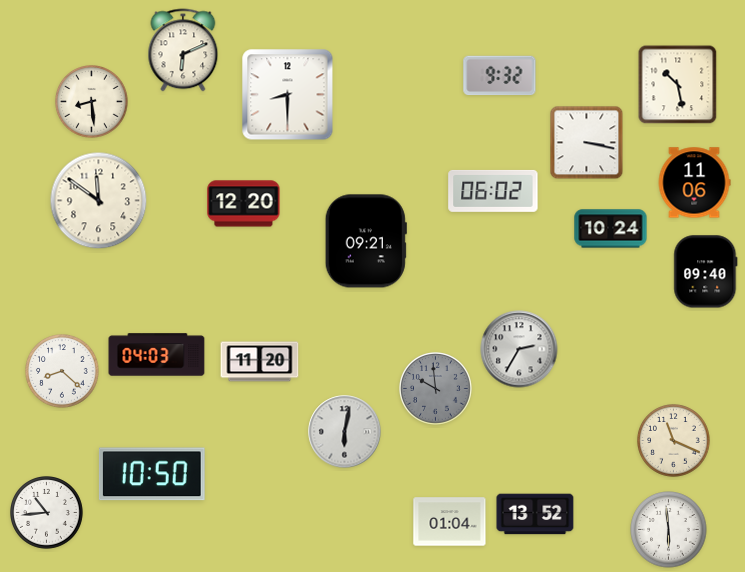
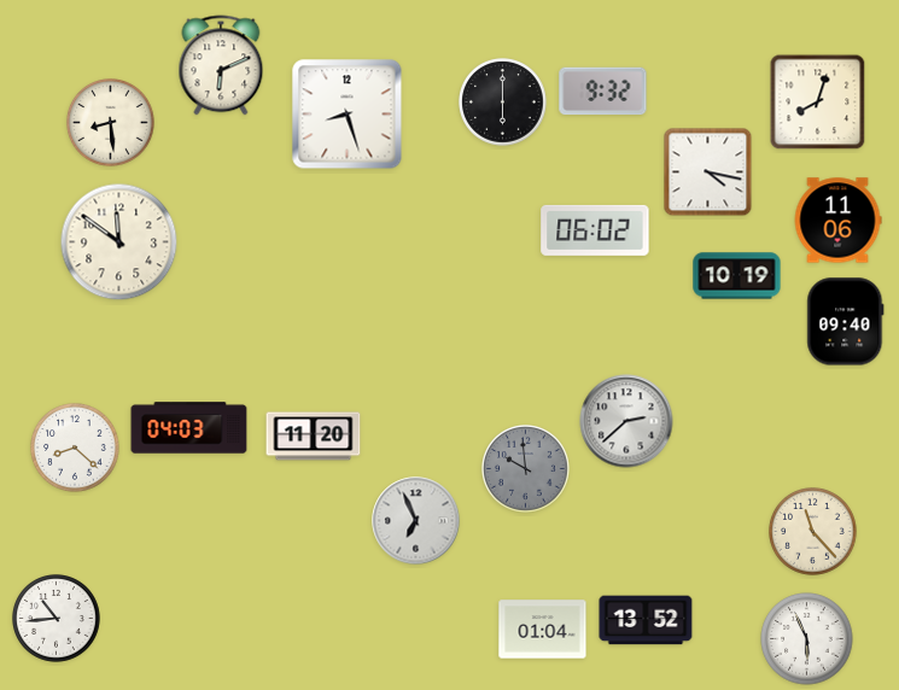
clock at (183, 50) position: (183, 50) -> (221, 65)
clock at (503, 103): none -> 6:00
clock at (678, 85): 10:28 -> 8:03
clock at (288, 95): 8:30 -> 8:27
clock at (587, 143): 3:17 -> 4:17
clock at (244, 204): 12:20 -> none
clock at (611, 229): 10:24 -> 10:19
clock at (366, 241): 09:21 -> none
clock at (706, 272) position: (706, 272) -> (846, 322)
clock at (519, 349): 2:35 -> 2:38
clock at (345, 432): 6:02 -> 6:56
clock at (674, 441): 11:19 -> 11:23
clock at (152, 474): 10:50 -> none
clock at (669, 530): 5:59 -> 5:56
